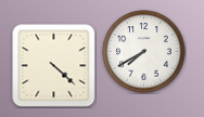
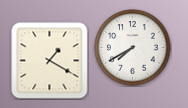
clock at (54, 66): 4:22 -> 1:20
